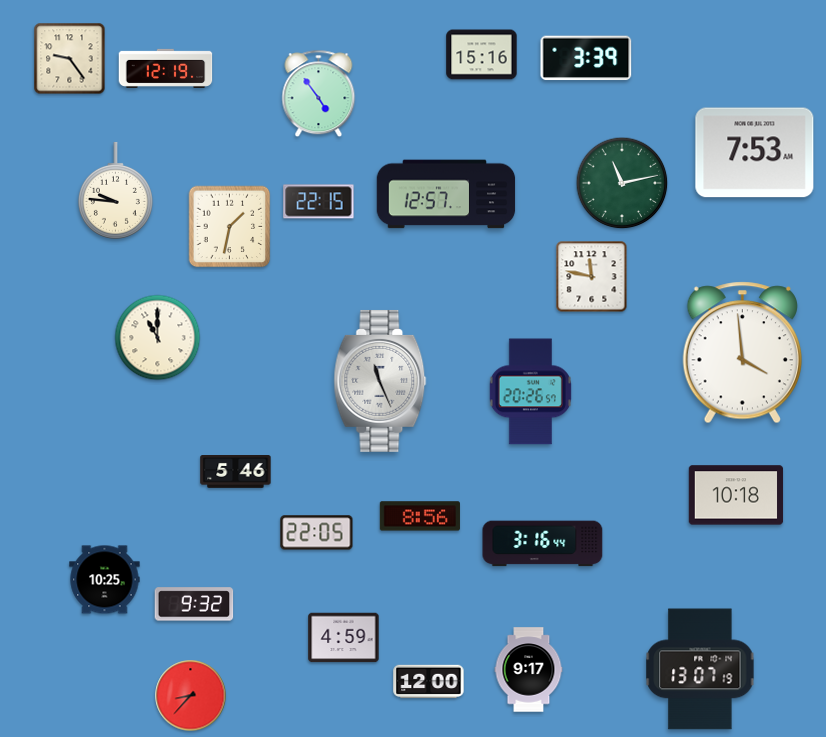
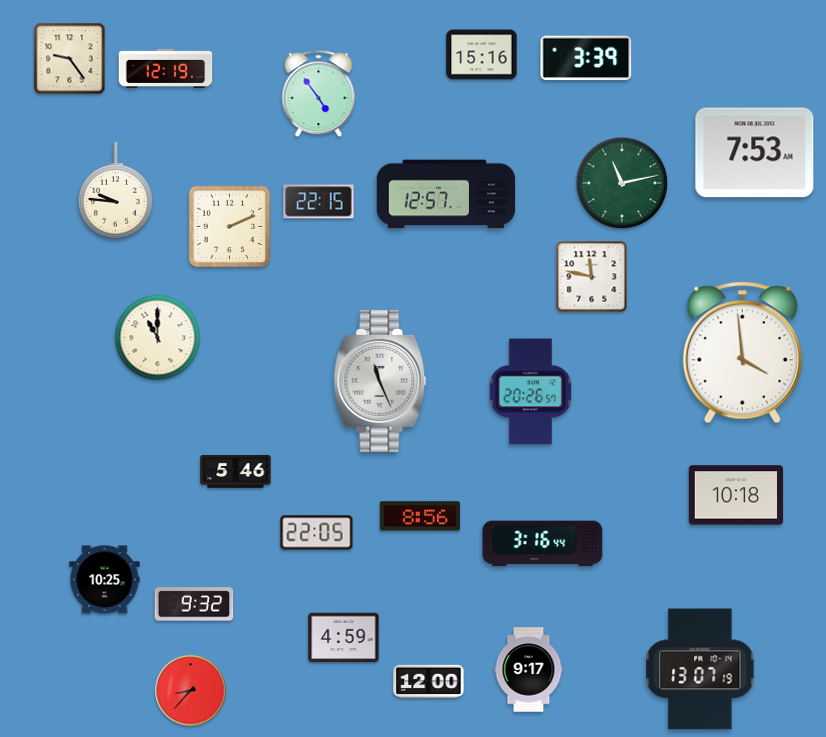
clock at (230, 227): 1:32 -> 2:11
clock at (191, 696) position: (191, 696) -> (191, 691)
